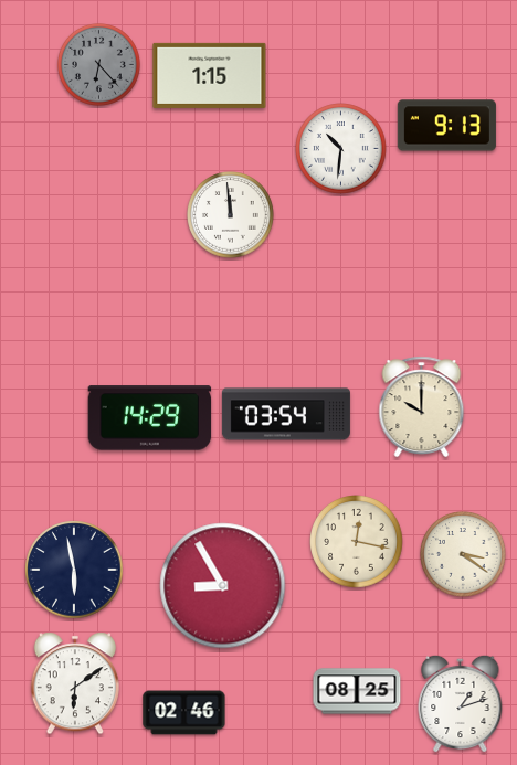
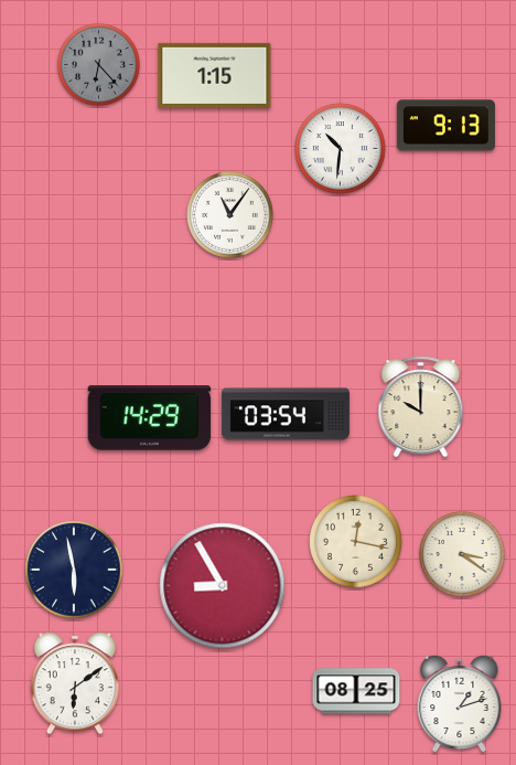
clock at (210, 75) position: (210, 75) -> (215, 75)
clock at (231, 215): 11:59 -> 11:06
clock at (184, 713): 02:46 -> none
